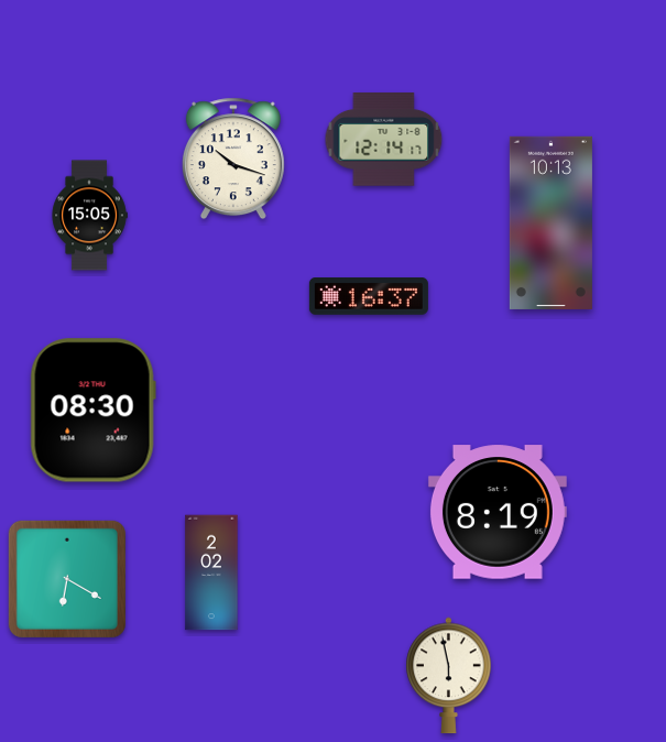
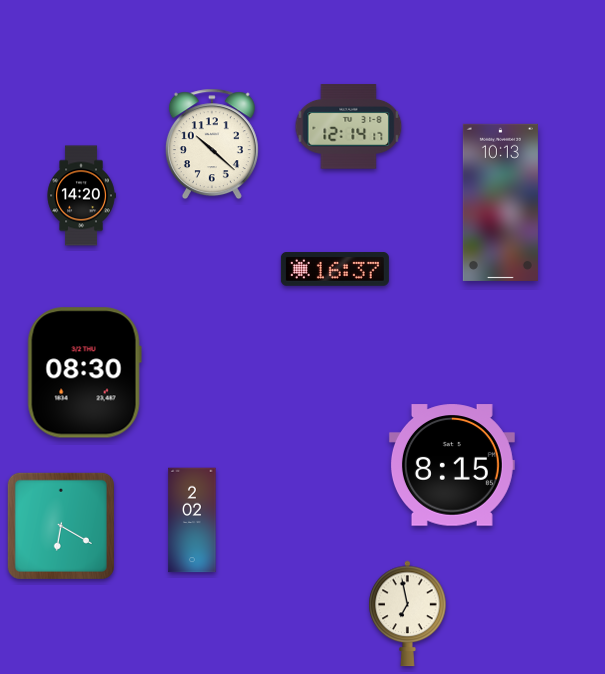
clock at (233, 159): 10:18 -> 10:22
clock at (89, 216): 15:05 -> 14:20
clock at (498, 512): 8:19 -> 8:15
clock at (449, 676): 5:58 -> 6:58
